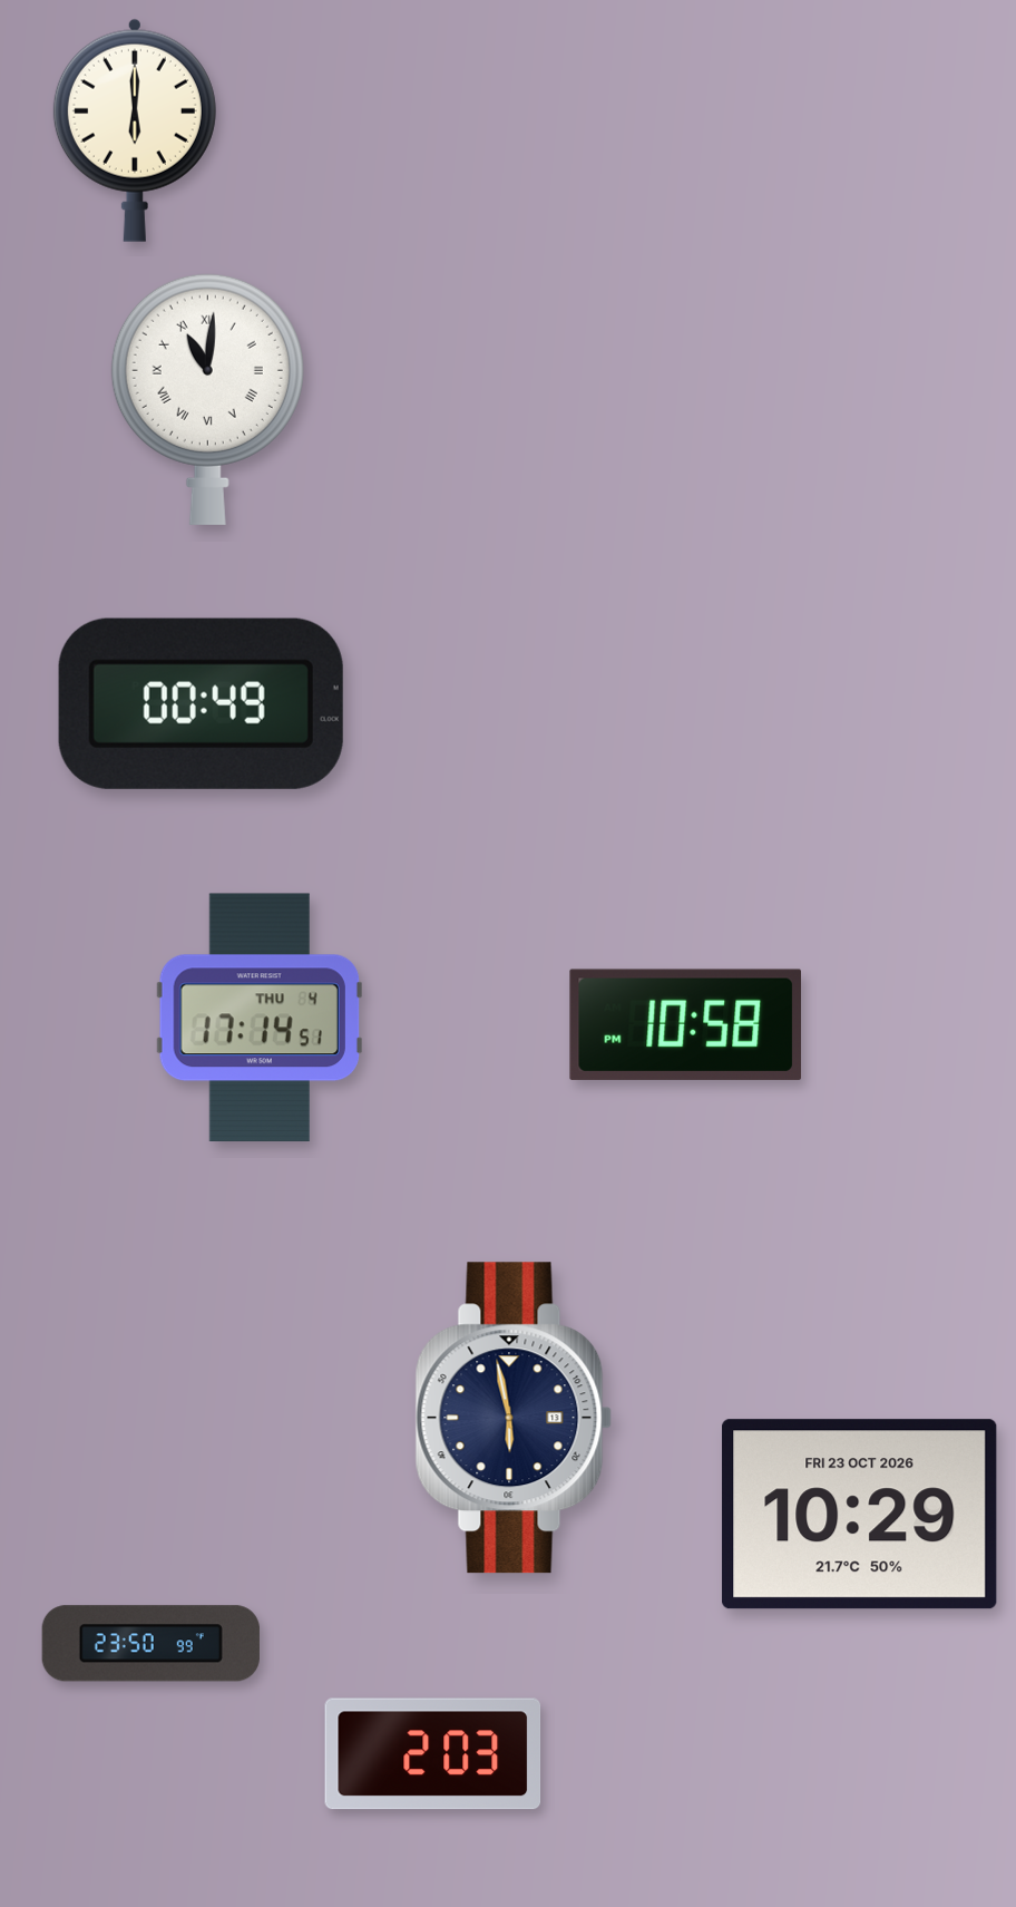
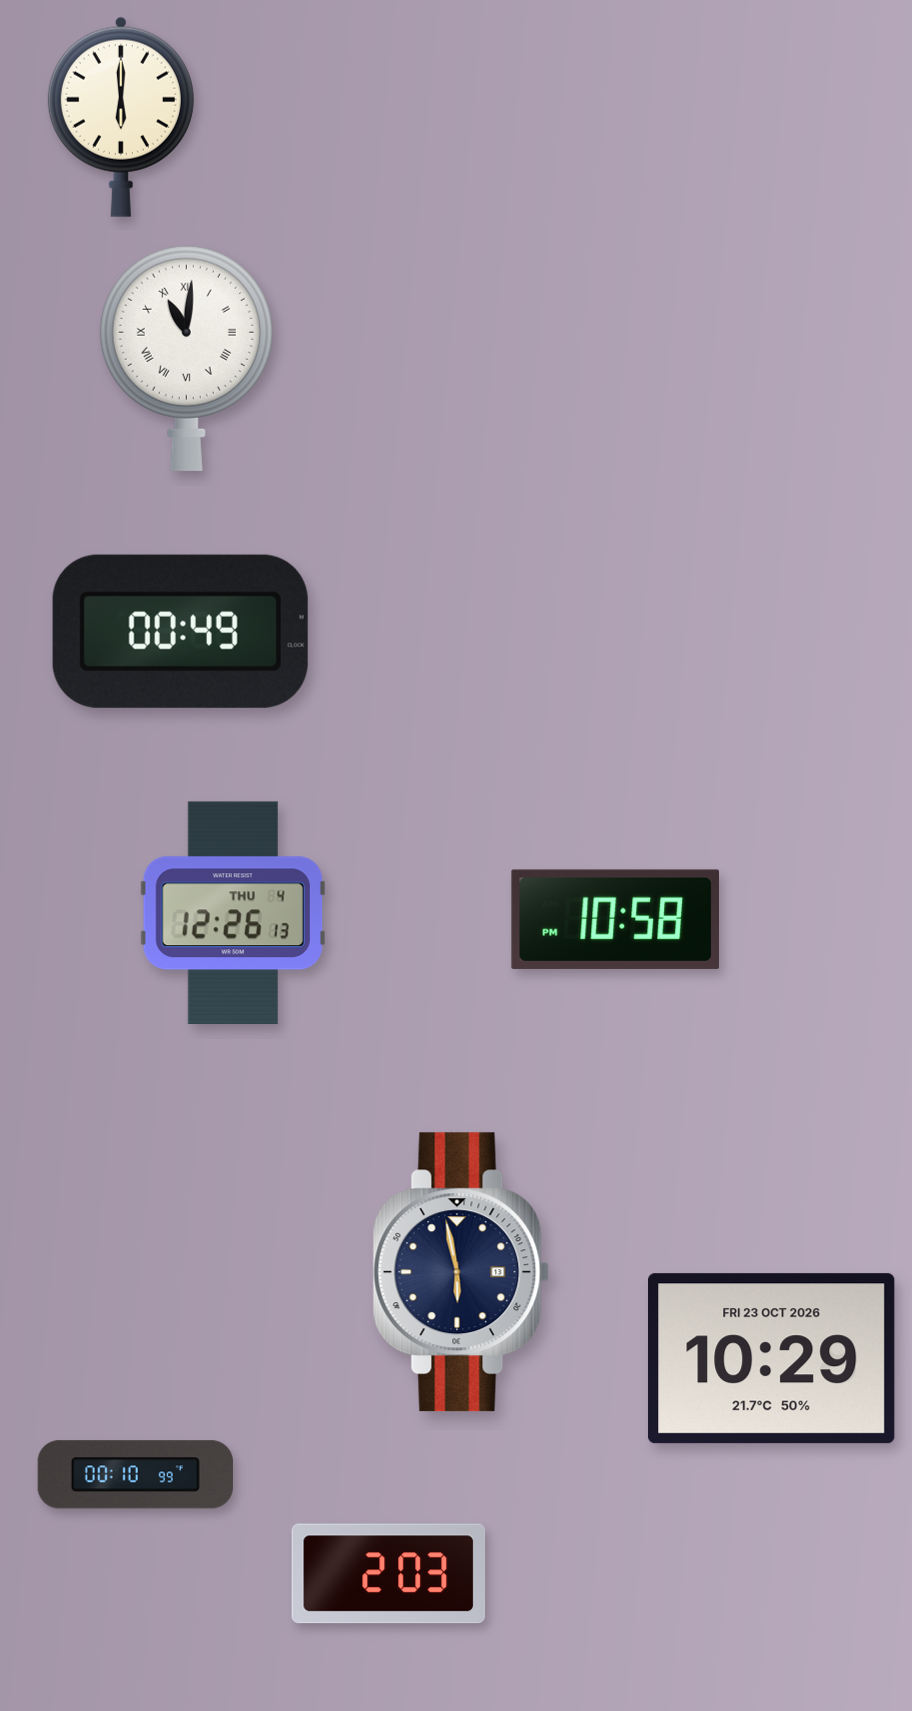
clock at (260, 1018): 17:14 -> 12:26
clock at (150, 1644): 23:50 -> 00:10
